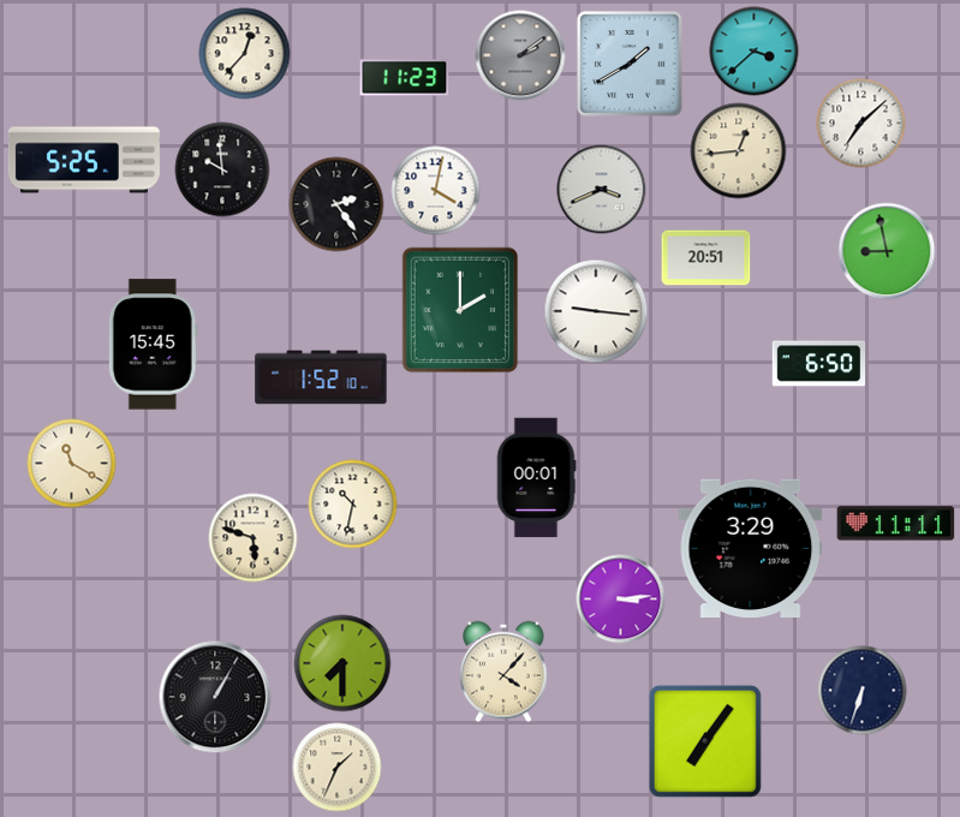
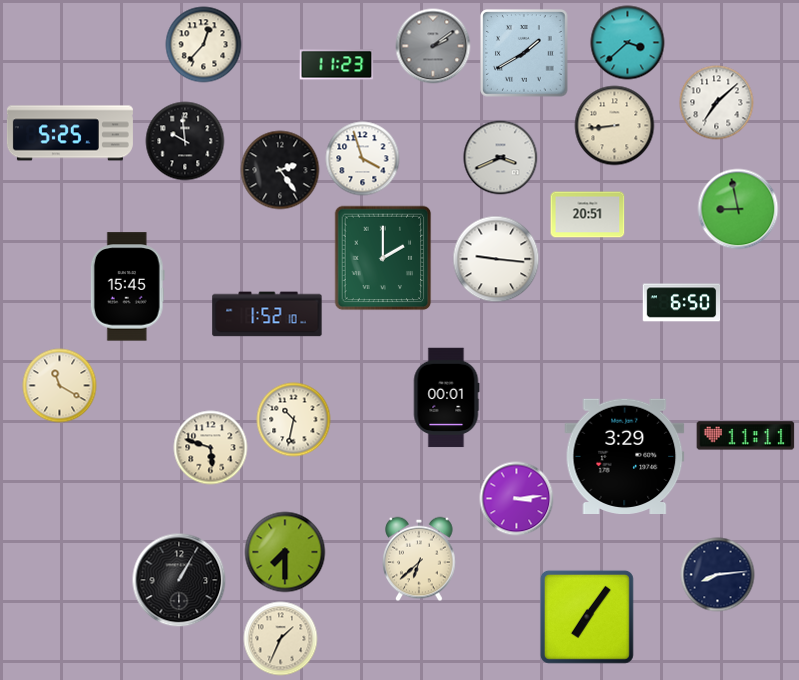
clock at (739, 151): 12:44 -> 8:44
clock at (436, 191): 4:02 -> 3:57
clock at (503, 672): 4:07 -> 6:38
clock at (863, 691): 6:33 -> 8:14
